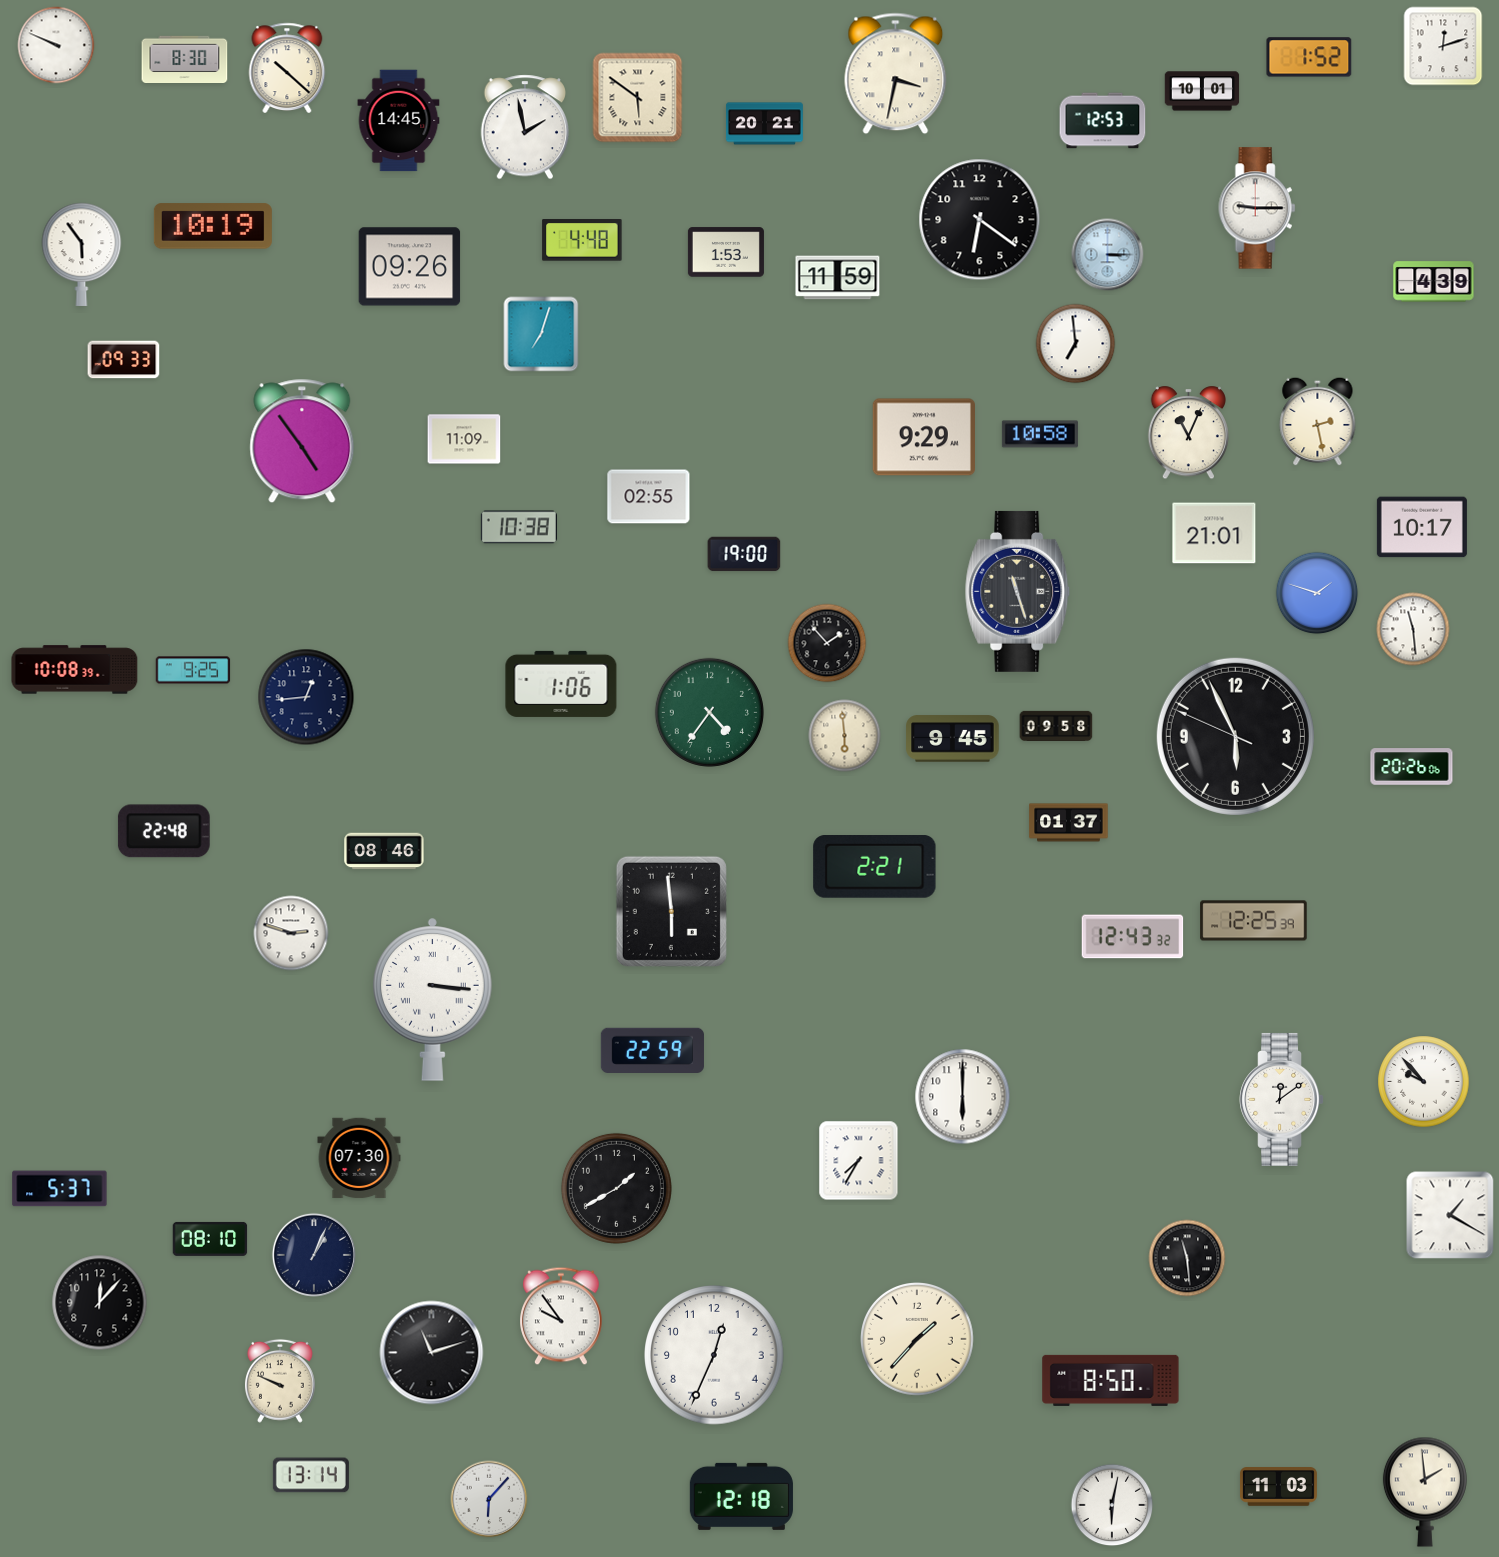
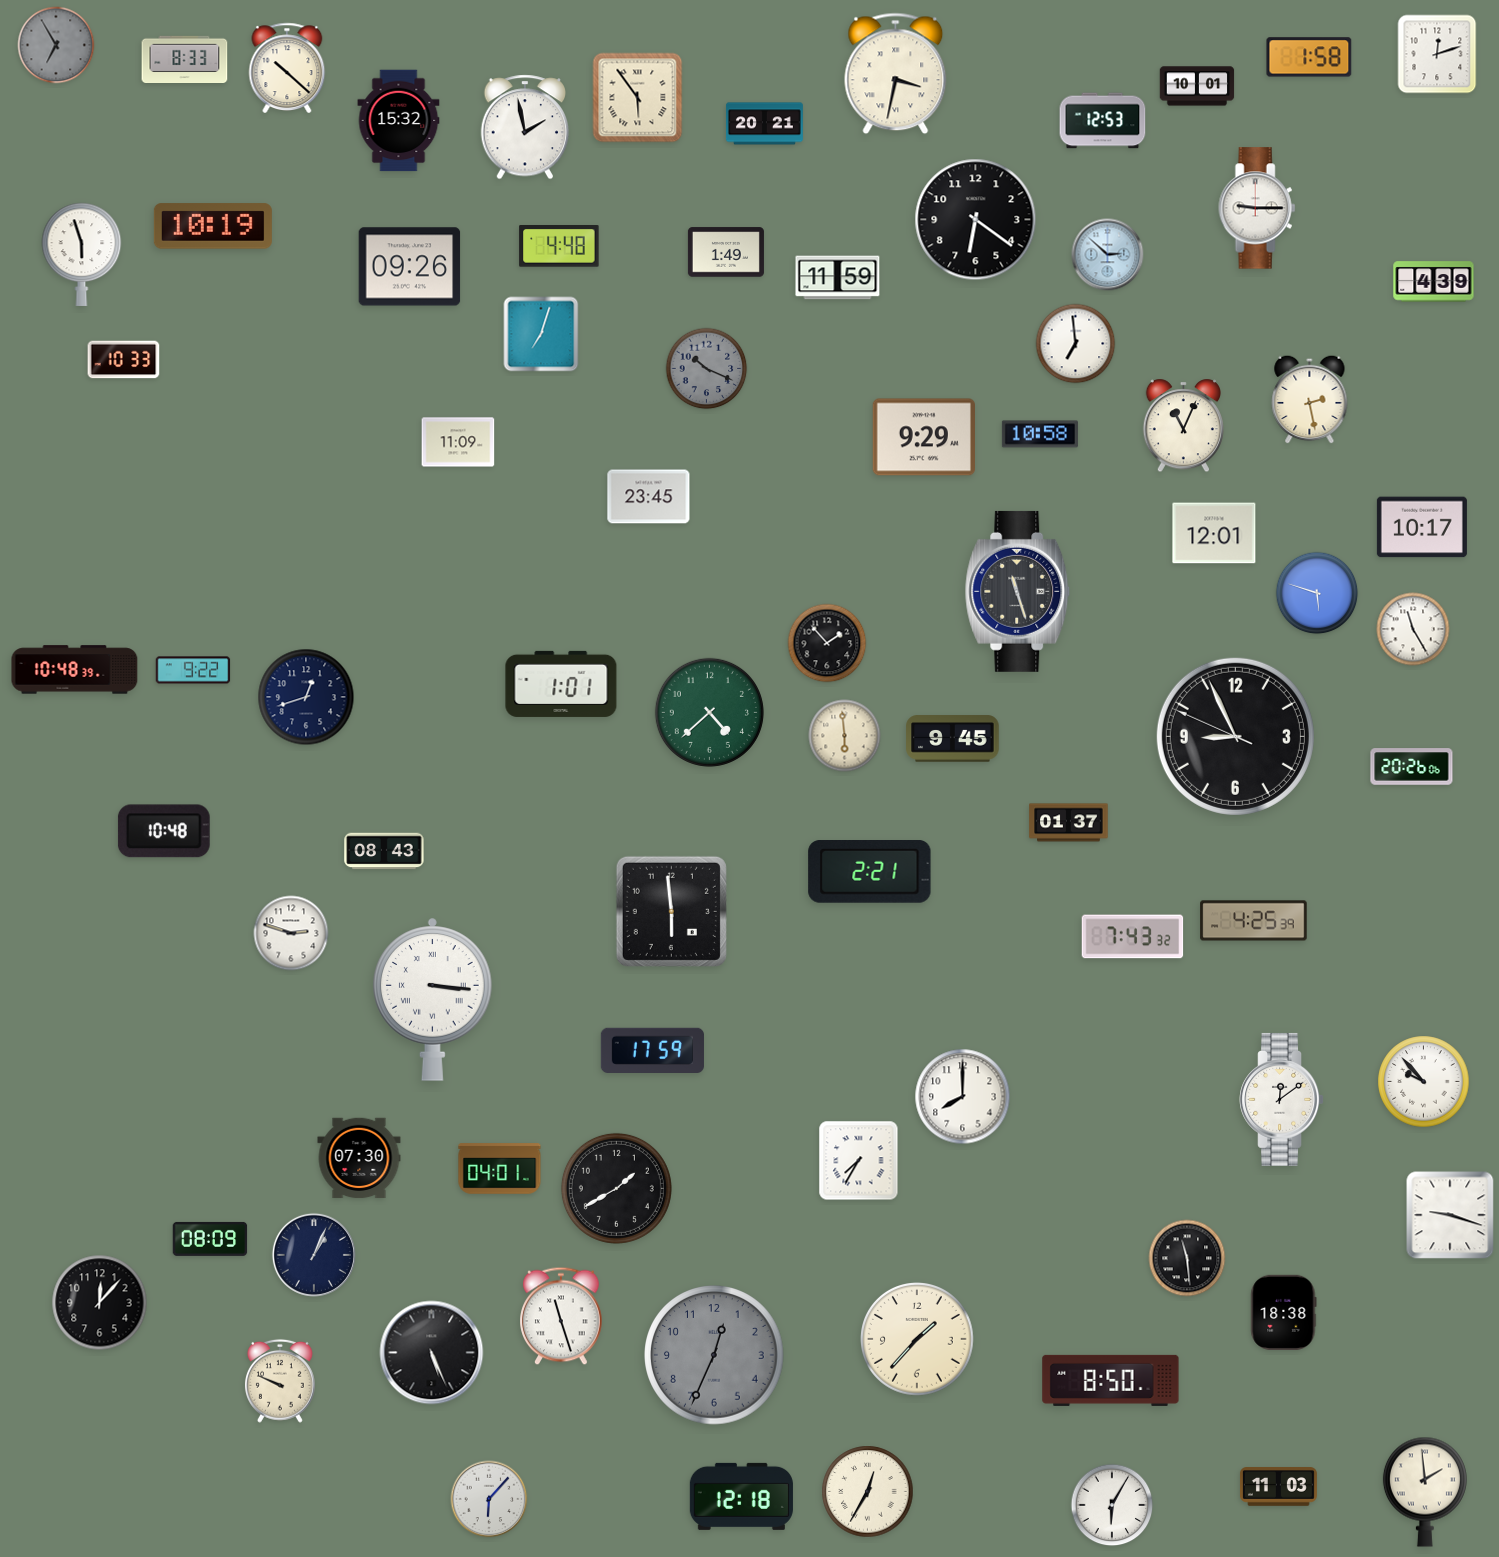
clock at (56, 45): 9:49 -> 6:55
clock at (56, 45) dial: white -> grey
clock at (1443, 46) position: (1443, 46) -> (1437, 54)
clock at (1309, 57): 1:52 -> 1:58
clock at (185, 59): 8:30 -> 8:33
clock at (1202, 91) position: (1202, 91) -> (1197, 86)
clock at (638, 98): 5:51 -> 5:54
clock at (399, 121): 14:45 -> 15:32
clock at (980, 220) position: (980, 220) -> (976, 220)
clock at (582, 240) position: (582, 240) -> (559, 246)
clock at (726, 252): 1:53 -> 1:49
clock at (82, 254): 5:54 -> 5:57
clock at (1108, 255): 3:15 -> 2:52
clock at (124, 360): 09:33 -> 10:33
clock at (707, 369): none -> 10:19
clock at (1318, 421) position: (1318, 421) -> (1310, 399)
clock at (1188, 433) position: (1188, 433) -> (1183, 426)
clock at (464, 439) position: (464, 439) -> (458, 442)
clock at (302, 441): 4:54 -> none
clock at (649, 497): 02:55 -> 23:45
clock at (519, 527): 10:38 -> none
clock at (1214, 533): 21:01 -> 12:01
clock at (744, 554): 19:00 -> none
clock at (1317, 593): 1:48 -> 5:48
clock at (1413, 629): 11:29 -> 11:25
clock at (75, 670): 10:08 -> 10:48
clock at (193, 670): 9:25 -> 9:22
clock at (561, 684): 1:06 -> 1:01
clock at (306, 697): 12:44 -> 12:42
clock at (709, 712): 4:36 -> 4:38
clock at (1056, 725): 09:58 -> none
clock at (1235, 736): 5:55 -> 8:55
clock at (164, 831): 22:48 -> 10:48
clock at (384, 851): 08:46 -> 08:43
clock at (875, 867) position: (875, 867) -> (870, 872)
clock at (1254, 921): 12:25 -> 4:25
clock at (1133, 937): 12:43 -> 7:43
clock at (652, 1050): 22:59 -> 17:59
clock at (963, 1097): 6:00 -> 8:00
clock at (500, 1169): none -> 04:01
clock at (60, 1189): 5:37 -> none
clock at (1450, 1215): 1:20 -> 9:18
clock at (210, 1239): 08:10 -> 08:09
clock at (1284, 1312): none -> 18:38
clock at (561, 1316): 9:54 -> 11:27
clock at (432, 1353): 11:12 -> 5:26
clock at (714, 1355) dial: white -> grey
clock at (311, 1475): 13:14 -> none
clock at (868, 1492): none -> 12:35
clock at (1112, 1505): 6:02 -> 6:05
